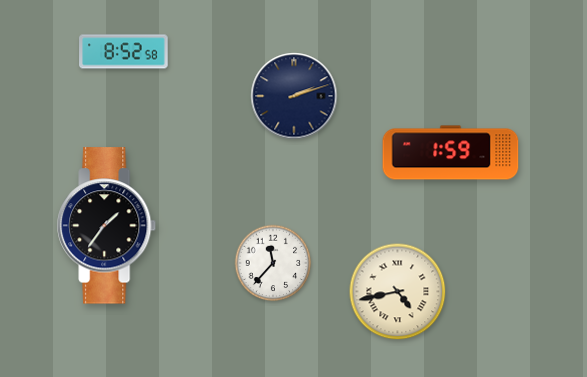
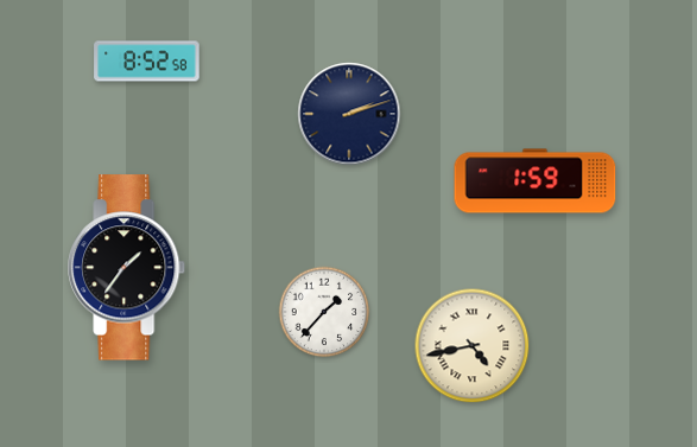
clock at (273, 263): 11:37 -> 1:37
